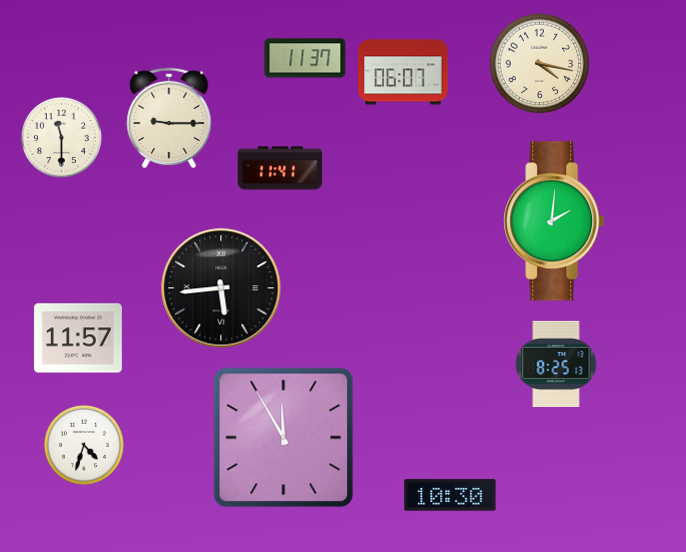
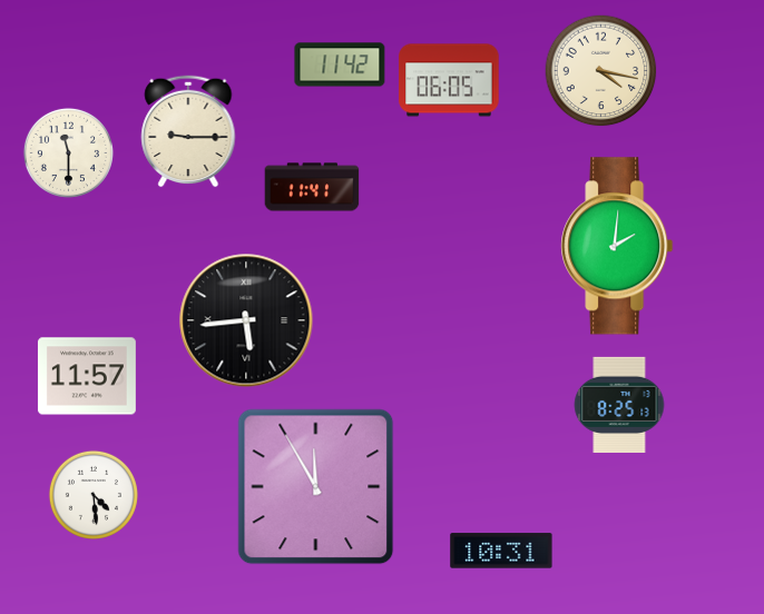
clock at (305, 58): 11:37 -> 11:42
clock at (403, 72): 06:07 -> 06:05
clock at (84, 445): 4:33 -> 4:29
clock at (450, 495): 10:30 -> 10:31
